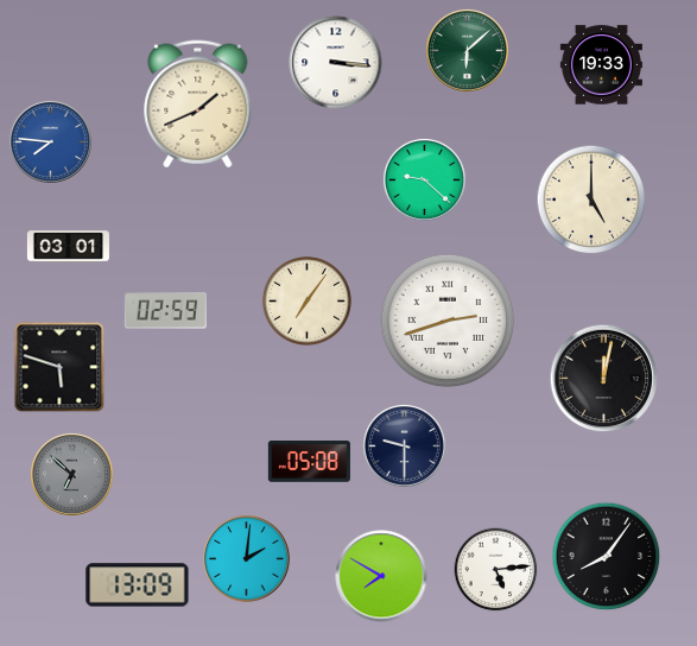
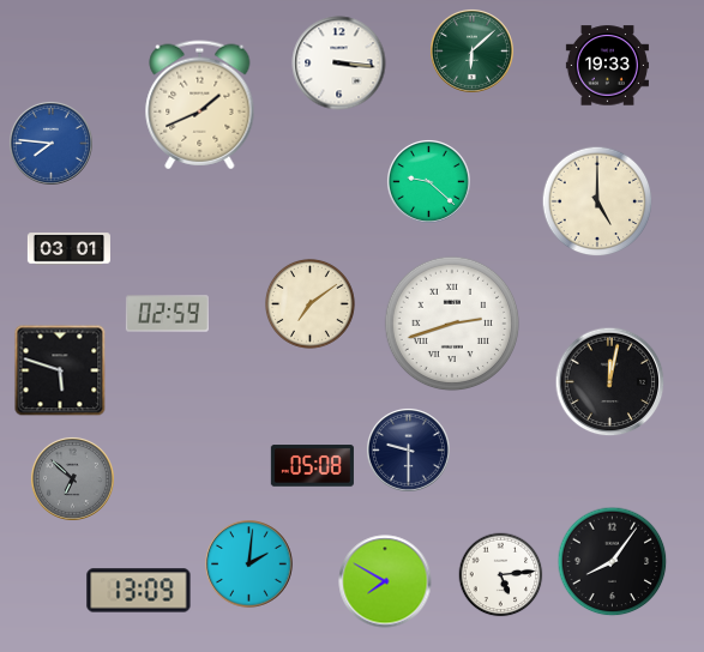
clock at (306, 302): 7:06 -> 7:09
